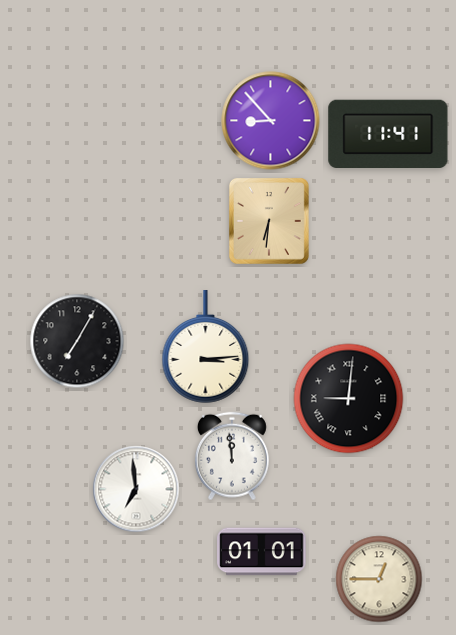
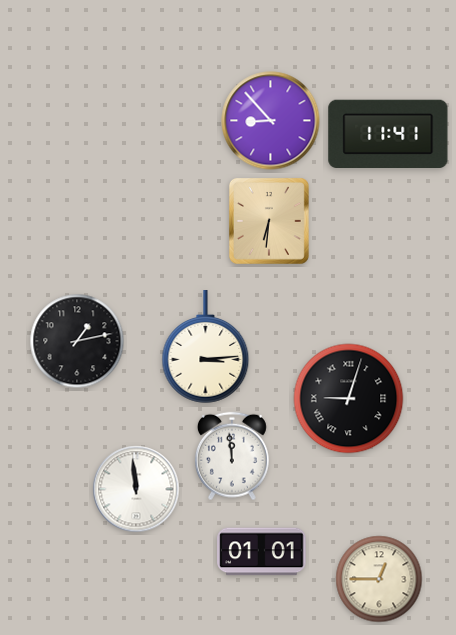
clock at (77, 341): 7:05 -> 1:13
clock at (349, 399): 9:01 -> 9:03
clock at (136, 489): 6:59 -> 11:59
